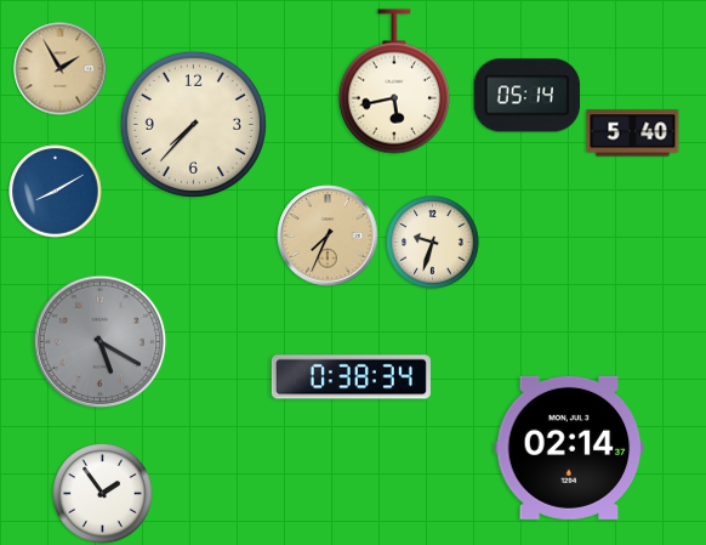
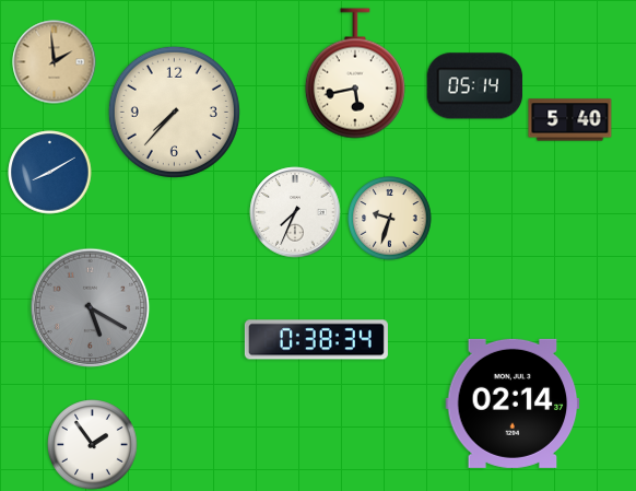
clock at (61, 69): 1:55 -> 1:59
clock at (328, 235) dial: champagne -> white
